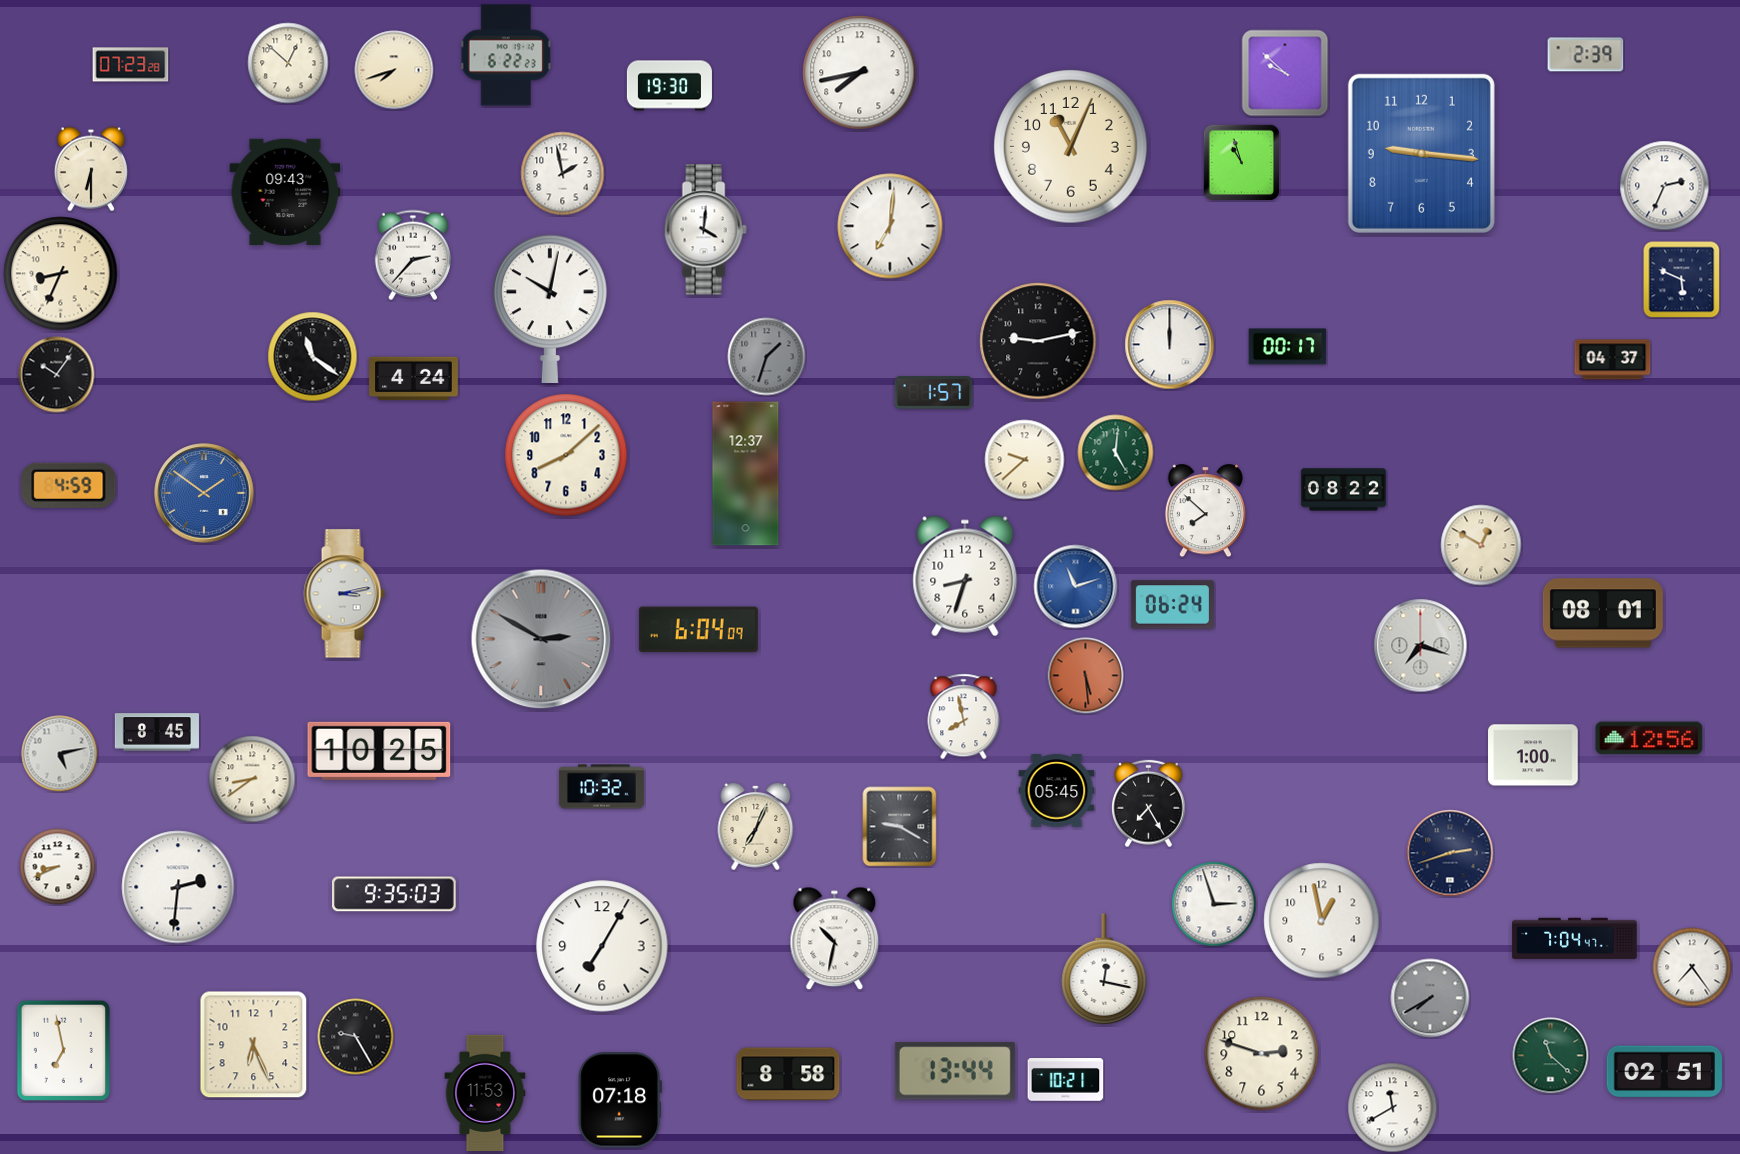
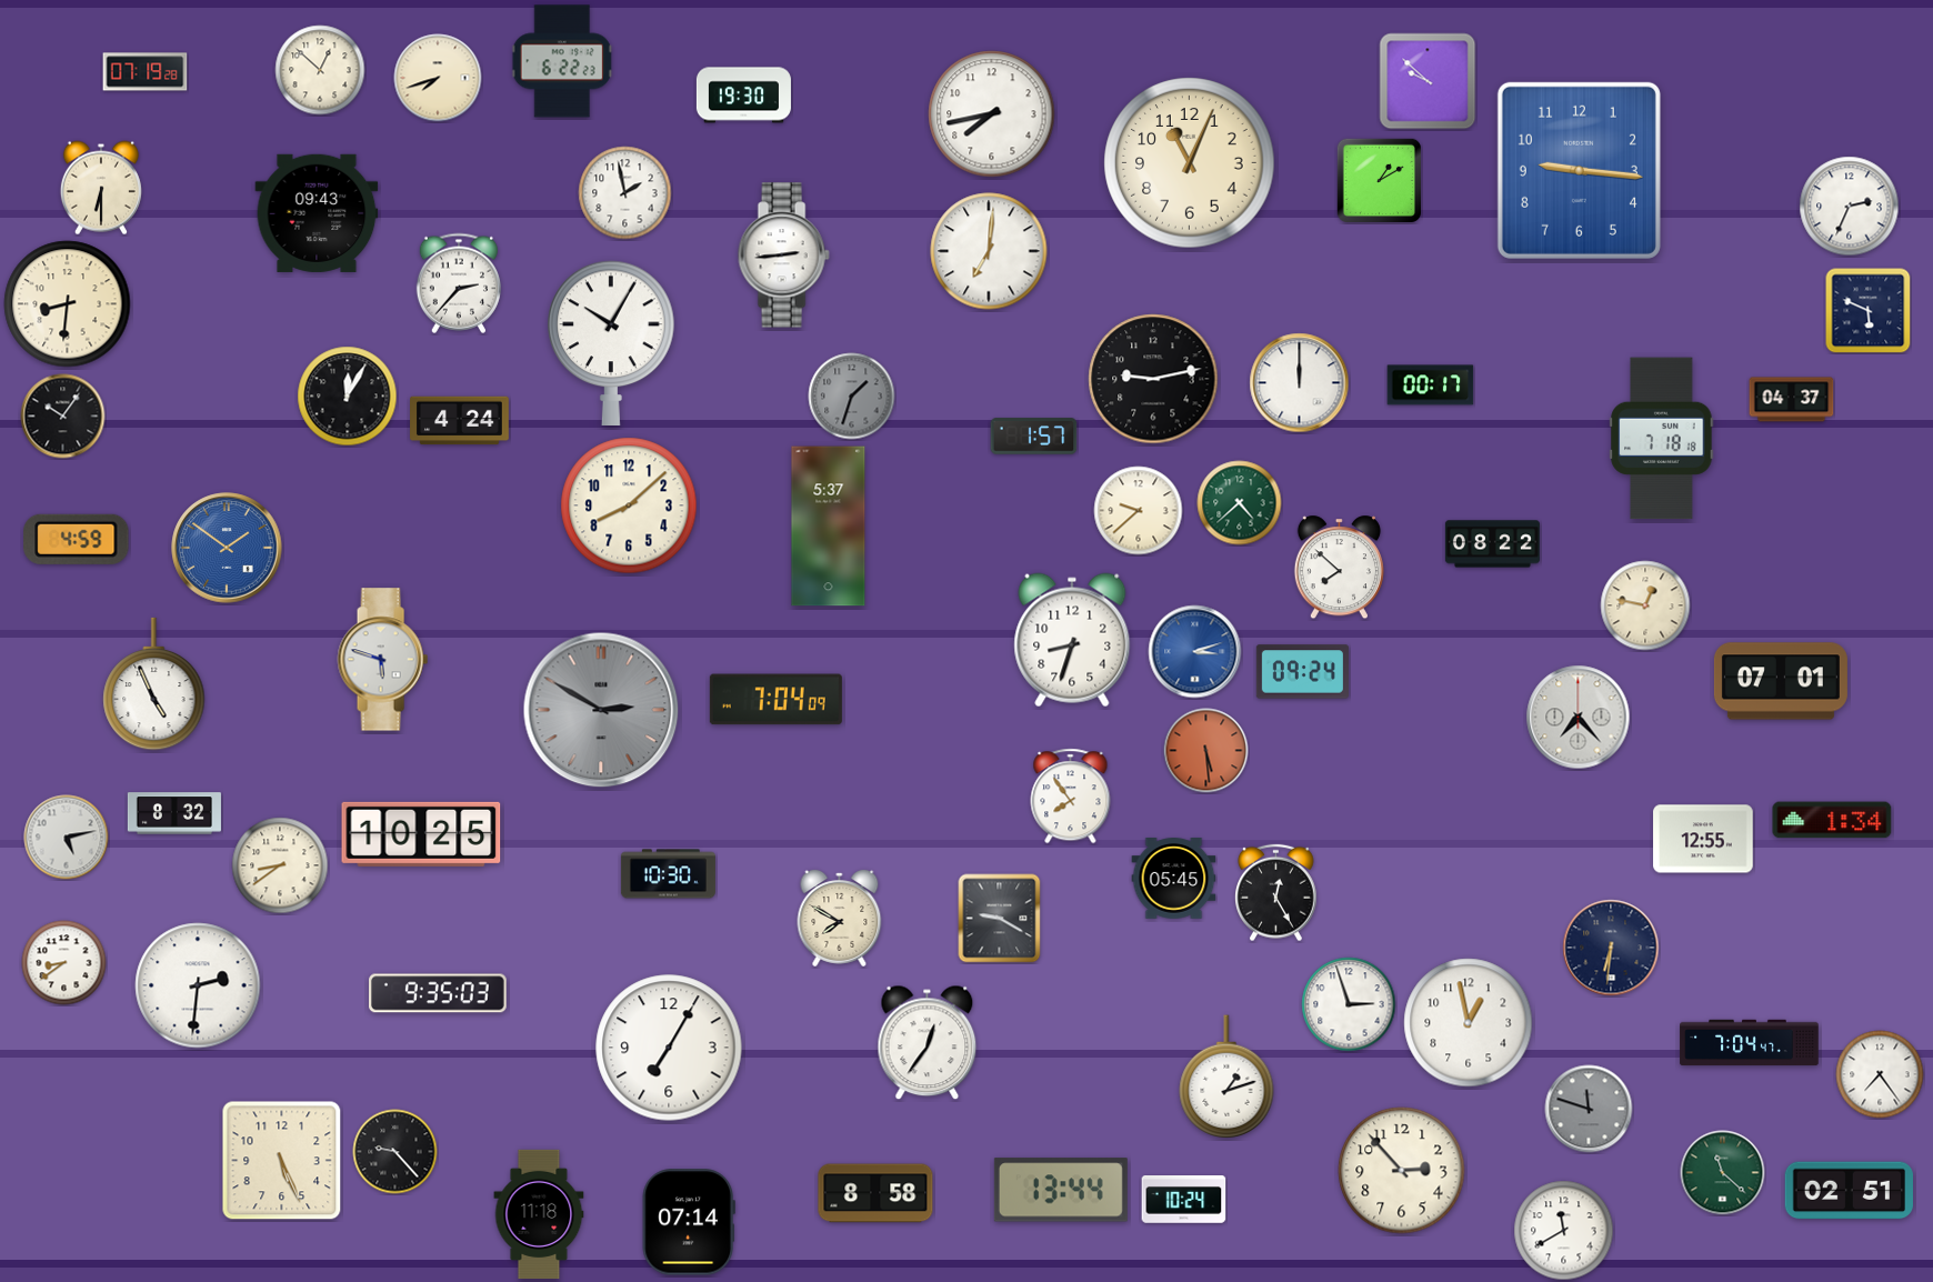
clock at (1586, 55): 2:39 -> none
clock at (131, 65): 07:23 -> 07:19
clock at (860, 73) position: (860, 73) -> (992, 114)
clock at (1241, 162): 10:57 -> 1:10
clock at (705, 230): 4:01 -> 2:44
clock at (61, 274): 8:34 -> 8:31
clock at (550, 308): 10:02 -> 10:05
clock at (313, 357): 11:21 -> 12:05
clock at (934, 393) position: (934, 393) -> (1034, 437)
clock at (1662, 439): none -> 7:18
clock at (1116, 453): 5:01 -> 4:38
clock at (746, 474): 12:37 -> 5:37
clock at (1481, 545): 12:50 -> 12:47
clock at (1076, 587): 11:12 -> 3:12
clock at (344, 594): 3:13 -> 5:48
clock at (1172, 605): 06:24 -> 09:24
clock at (1603, 613): 08:01 -> 07:01
clock at (154, 684): none -> 4:56
clock at (698, 630): 6:04 -> 7:04
clock at (1421, 646): 7:18 -> 7:23
clock at (964, 717): 7:58 -> 7:54
clock at (157, 732): 8:45 -> 8:32
clock at (1649, 738): 12:56 -> 1:34
clock at (1533, 755): 1:00 -> 12:55
clock at (601, 787): 10:32 -> 10:30
clock at (1149, 804): 7:25 -> 12:25
clock at (756, 826): 7:04 -> 7:50
clock at (1450, 853): 2:42 -> 6:31
clock at (58, 867): 8:41 -> 8:39
clock at (835, 939): 10:32 -> 12:36
clock at (602, 946) position: (602, 946) -> (669, 1048)
clock at (1104, 969): 12:17 -> 1:12
clock at (1430, 998): 7:40 -> 11:48
clock at (356, 1037): 9:25 -> 9:23
clock at (254, 1045): 6:26 -> 5:26
clock at (63, 1050): 6:58 -> none
clock at (1262, 1054): 2:48 -> 2:53
clock at (1066, 1080): 10:21 -> 10:24
clock at (485, 1092): 11:53 -> 11:18
clock at (620, 1100): 07:18 -> 07:14
clock at (1393, 1108) position: (1393, 1108) -> (1564, 1231)
